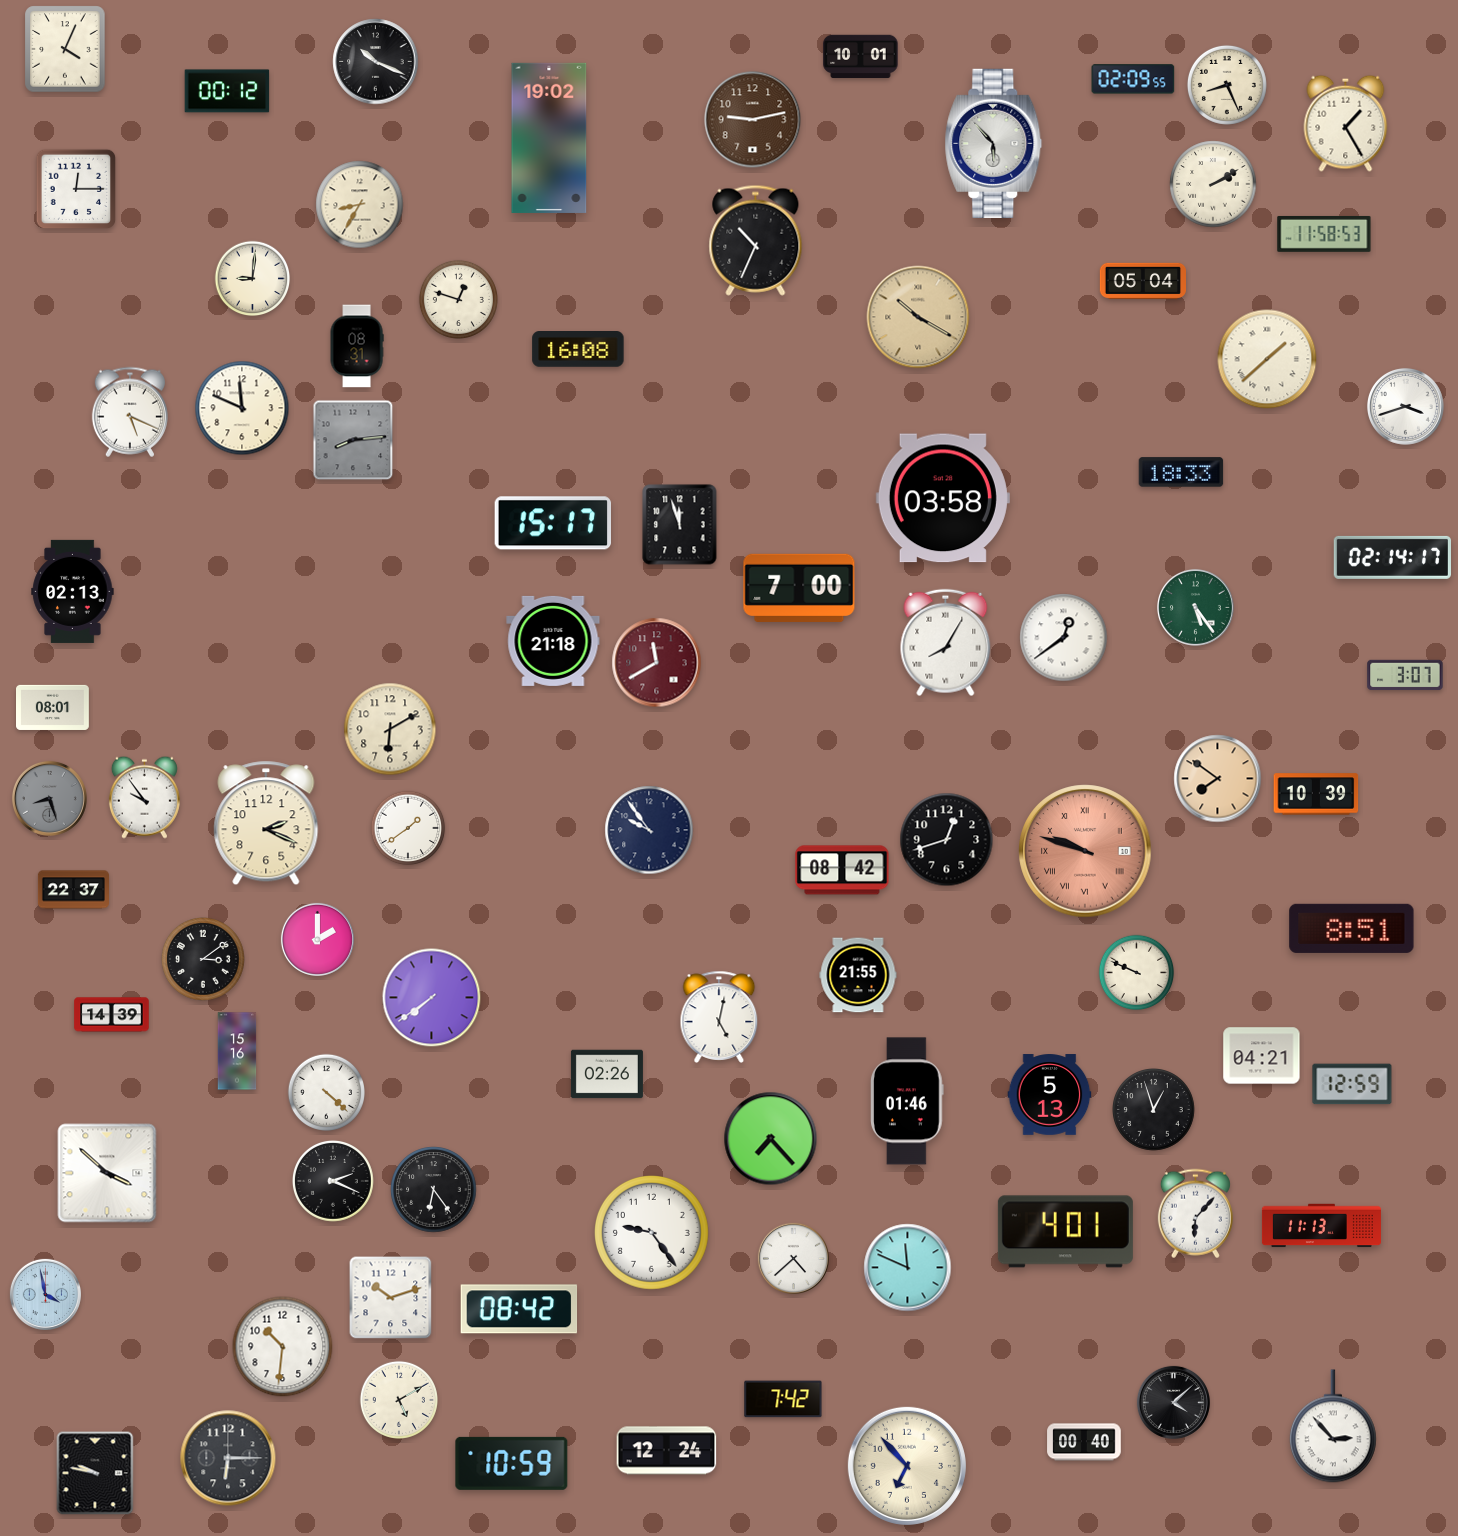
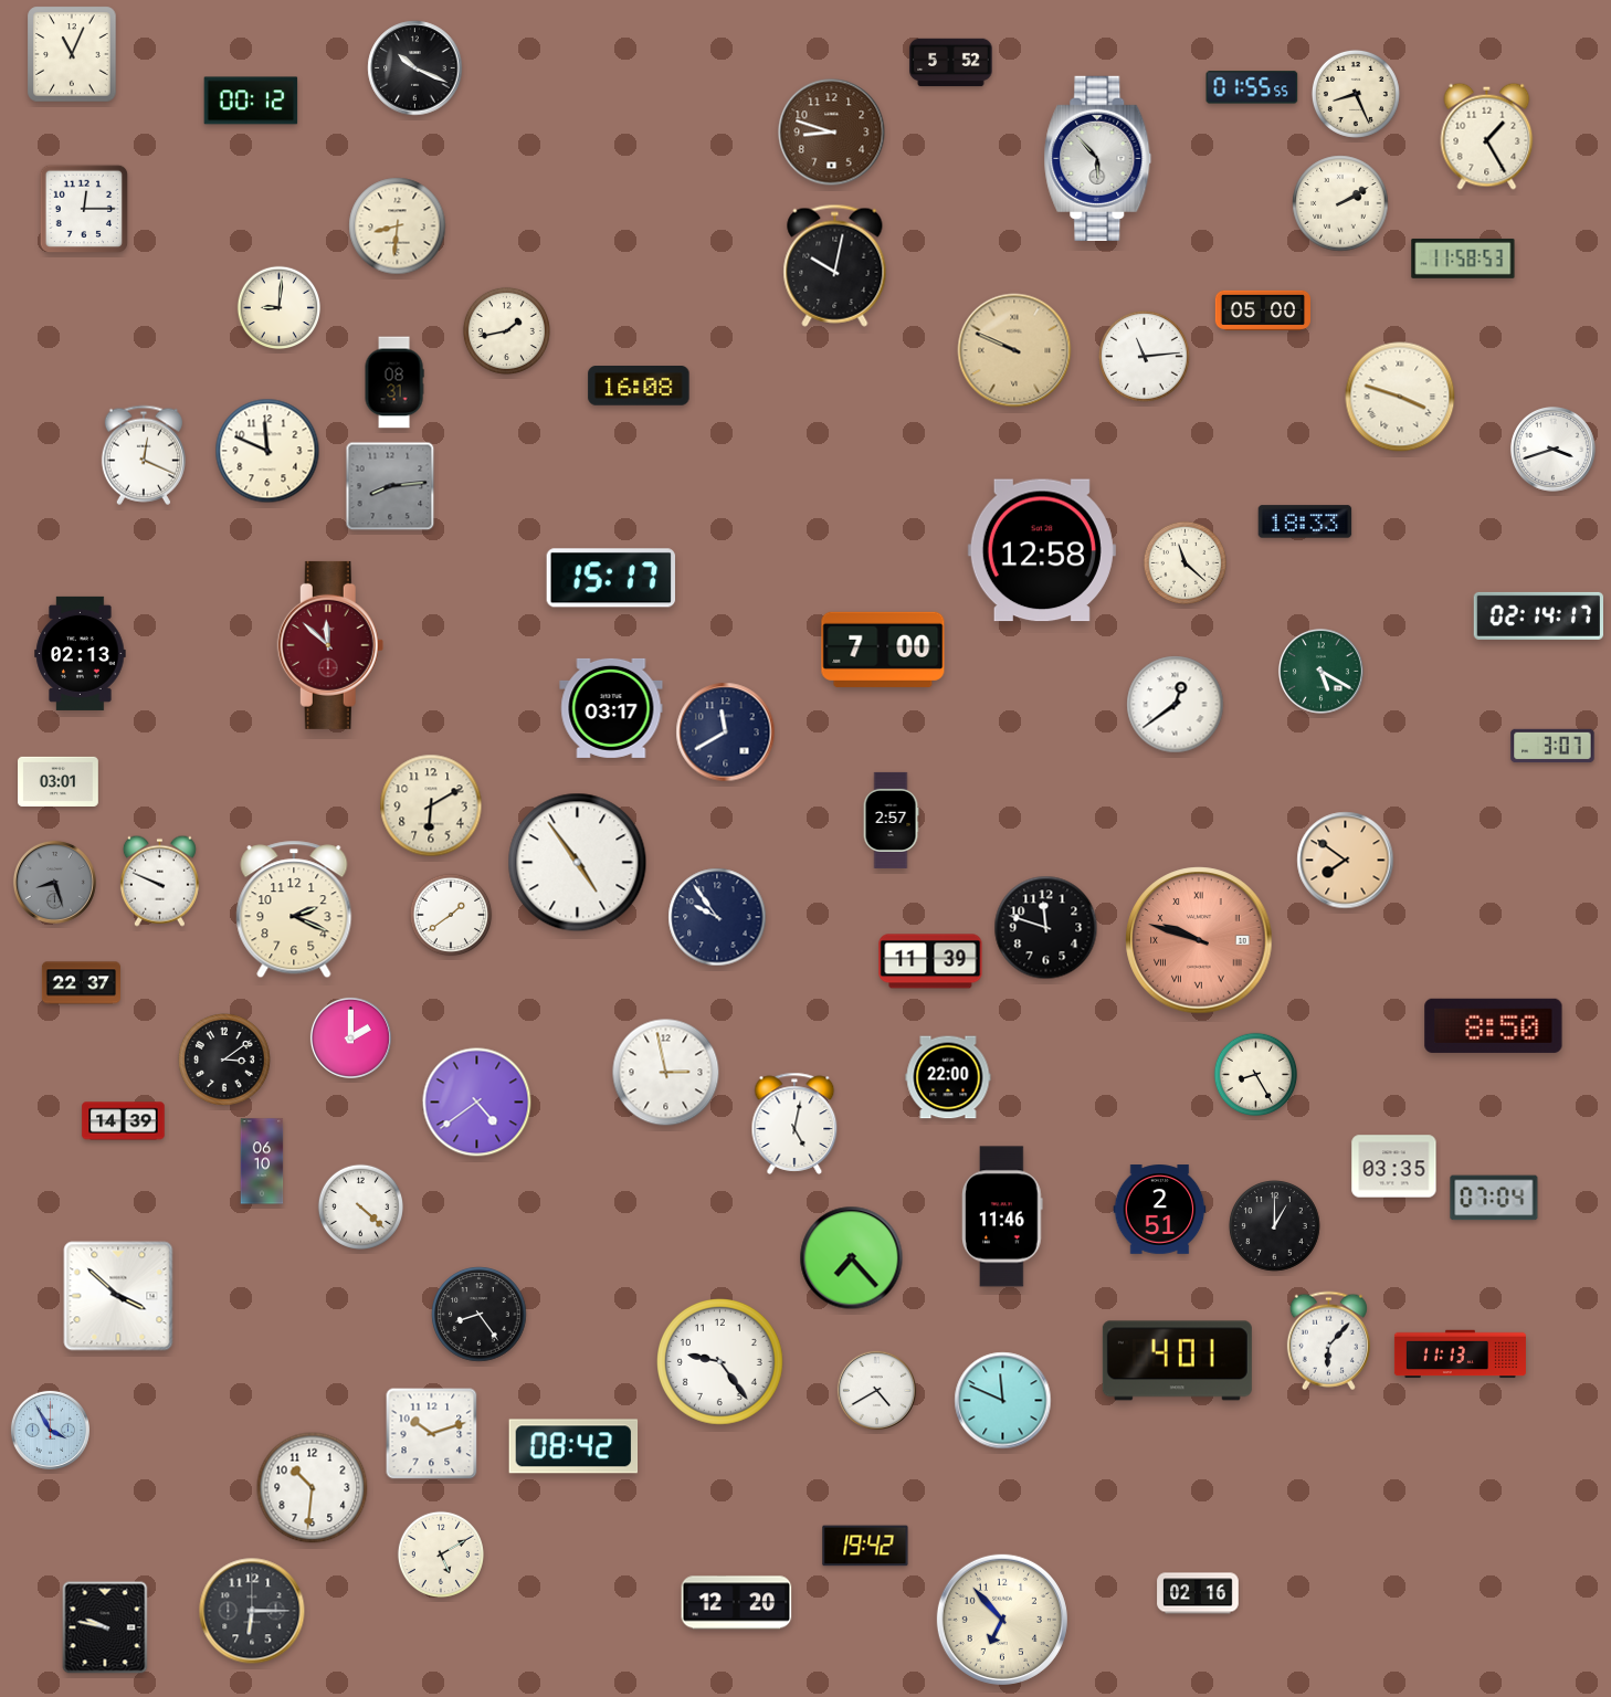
clock at (65, 49): 4:04 -> 11:04
clock at (861, 57): 10:01 -> 5:52
clock at (1133, 79): 02:09 -> 01:55
clock at (753, 120): 9:13 -> 8:48
clock at (549, 138): 19:02 -> none
clock at (360, 205): 8:35 -> 8:31
clock at (756, 240): 10:34 -> 10:02
clock at (1142, 281): 05:04 -> 05:00
clock at (458, 299): 12:48 -> 1:43
clock at (918, 317): 10:20 -> 9:49
clock at (1145, 357): none -> 11:14
clock at (1267, 359): 1:38 -> 3:48
clock at (130, 412): 5:19 -> 12:19
clock at (943, 498): 03:58 -> 12:58
clock at (1186, 563): none -> 11:22
clock at (680, 525): 11:57 -> none
clock at (330, 645): none -> 11:52
clock at (1195, 607): 5:24 -> 5:20
clock at (553, 641): 21:18 -> 03:17
clock at (946, 643): 8:05 -> none
clock at (657, 663) dial: burgundy -> navy
clock at (53, 707): 08:01 -> 03:01
clock at (891, 820): none -> 2:57
clock at (578, 863): none -> 4:54
clock at (1316, 794): 10:39 -> none
clock at (144, 797): 9:54 -> 9:49
clock at (947, 840): 12:42 -> 11:48
clock at (842, 870): 08:42 -> 11:39
clock at (1352, 928): 8:51 -> 8:50
clock at (666, 1073): none -> 2:58
clock at (1137, 973): 9:49 -> 8:25
clock at (858, 975): 21:55 -> 22:00
clock at (432, 998): 7:39 -> 4:39
clock at (237, 1051): 15:16 -> 06:10
clock at (1262, 1056): 04:21 -> 03:35
clock at (607, 1074): 02:26 -> none
clock at (1352, 1084): 12:59 -> 07:04
clock at (1050, 1095): 5:13 -> 2:51
clock at (907, 1101): 01:46 -> 11:46
clock at (1154, 1110): 12:57 -> 1:00
clock at (333, 1181): 2:19 -> none
clock at (434, 1190): 6:24 -> 8:24
clock at (1195, 1214) position: (1195, 1214) -> (1328, 1341)
clock at (793, 1258): 4:38 -> 4:40
clock at (45, 1294): 3:58 -> 3:55
clock at (783, 1399): 7:42 -> 19:42
clock at (399, 1400) position: (399, 1400) -> (441, 1554)
clock at (1173, 1402): 4:08 -> none
clock at (1333, 1426): 2:53 -> none
clock at (1084, 1442): 00:40 -> 02:16
clock at (667, 1451): 12:24 -> 12:20
clock at (512, 1463): 10:59 -> none
